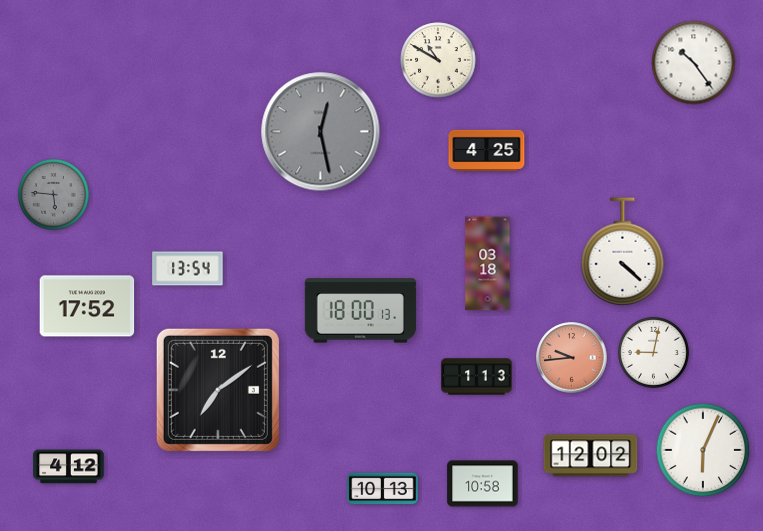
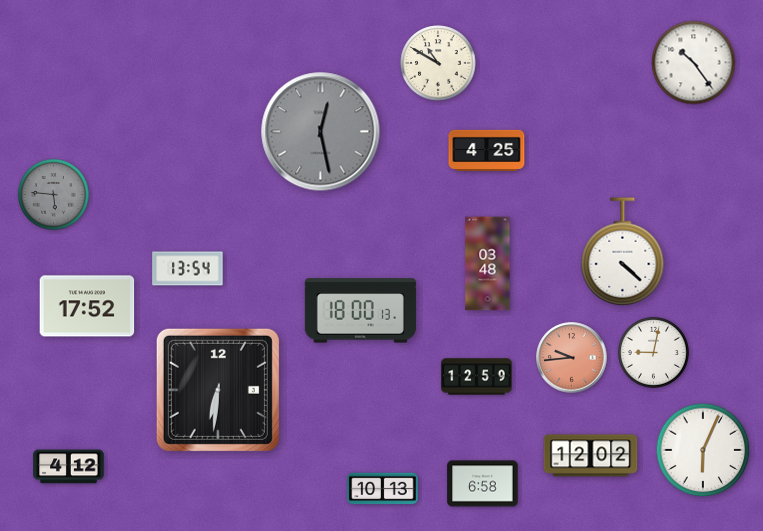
clock at (438, 60) position: (438, 60) -> (438, 63)
clock at (488, 264): 03:18 -> 03:48
clock at (477, 377): 1:13 -> 12:59
clock at (218, 390): 7:09 -> 6:31
clock at (483, 484): 10:58 -> 6:58
